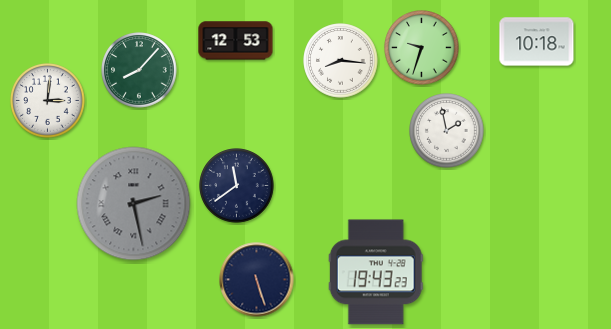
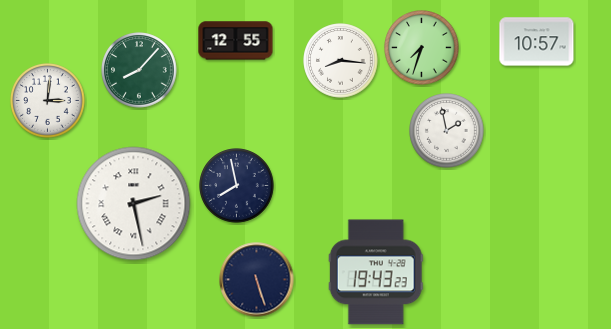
clock at (236, 41): 12:53 -> 12:55
clock at (537, 42): 10:18 -> 10:57
clock at (422, 48): 9:33 -> 7:33
clock at (237, 186): 11:39 -> 7:58
clock at (134, 204) dial: grey -> white
